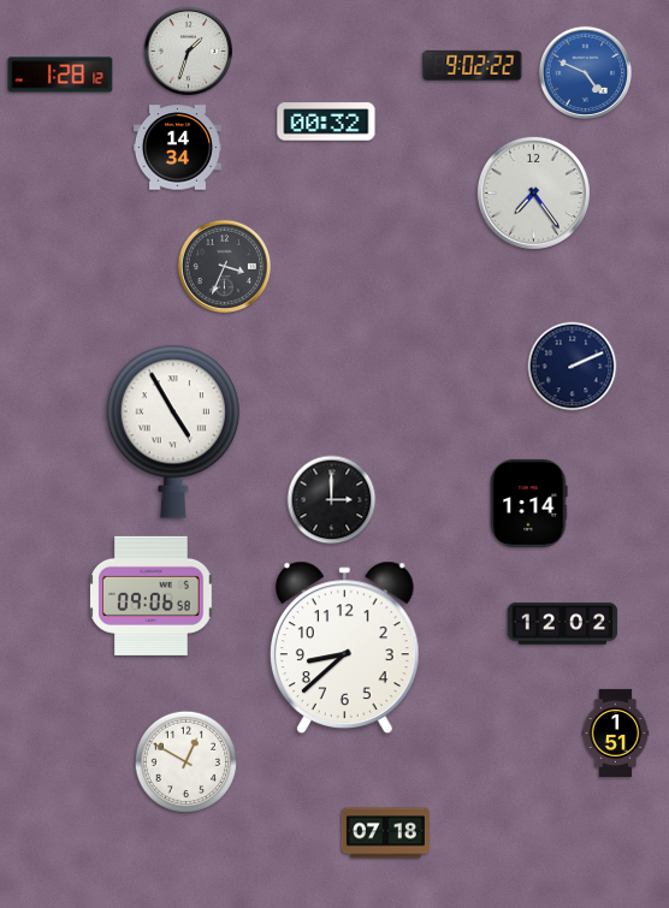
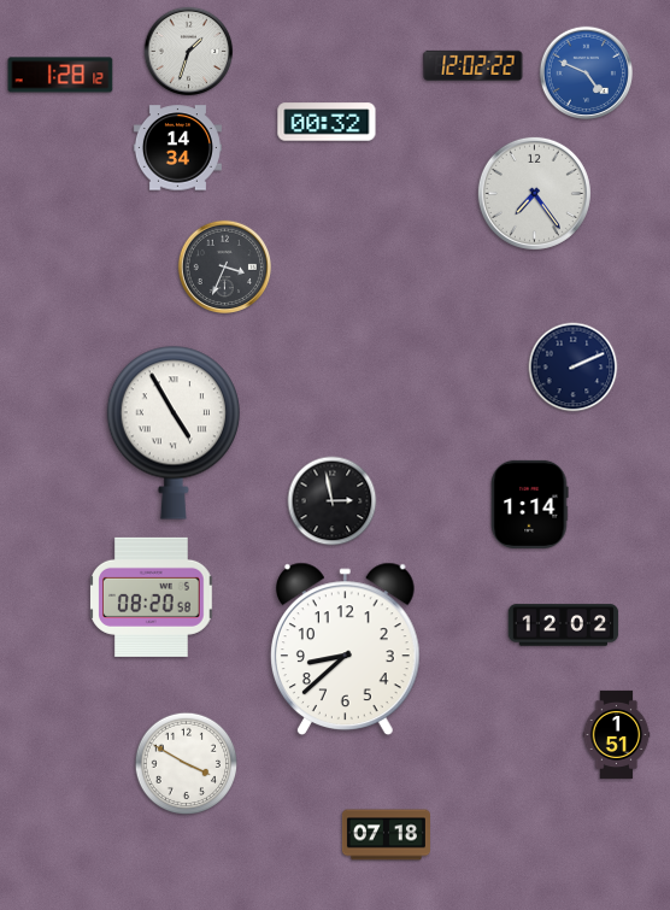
clock at (473, 65): 9:02 -> 12:02
clock at (332, 500): 3:00 -> 2:58
clock at (152, 595): 09:06 -> 08:20
clock at (187, 762): 12:50 -> 3:50
